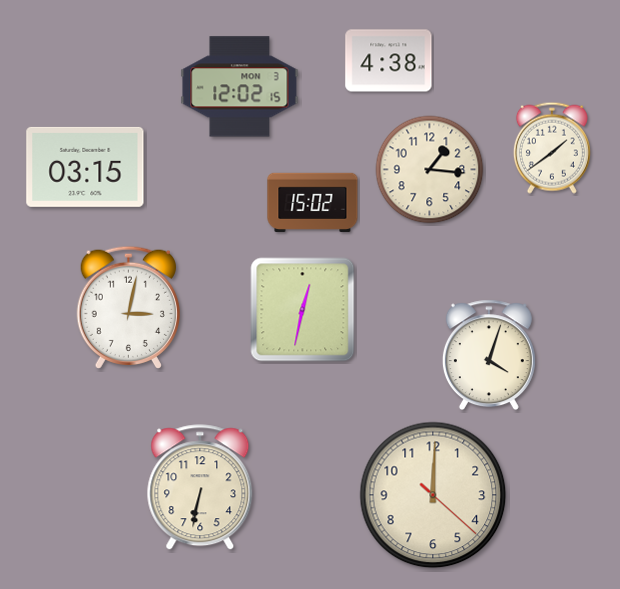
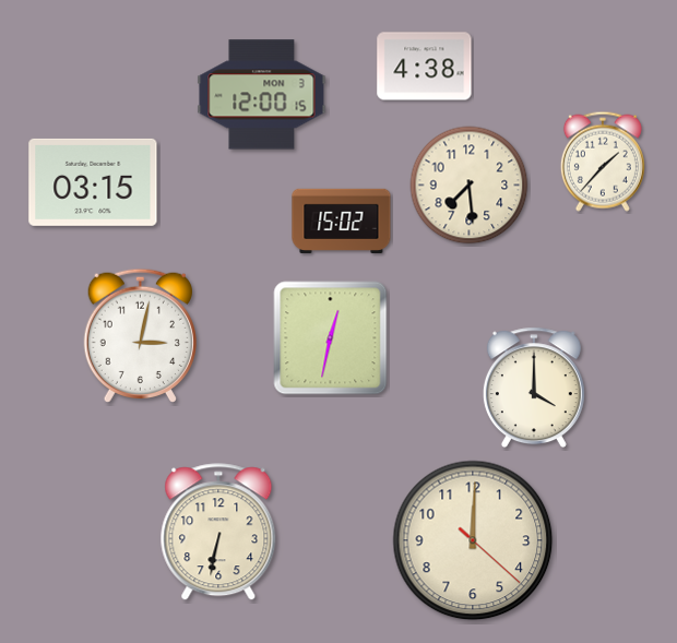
clock at (240, 87): 12:02 -> 12:00
clock at (552, 148): 1:39 -> 1:37
clock at (430, 170): 1:16 -> 7:29
clock at (489, 355): 4:03 -> 4:00
